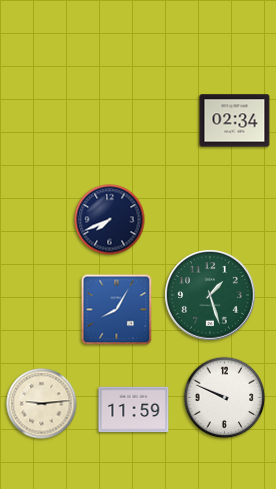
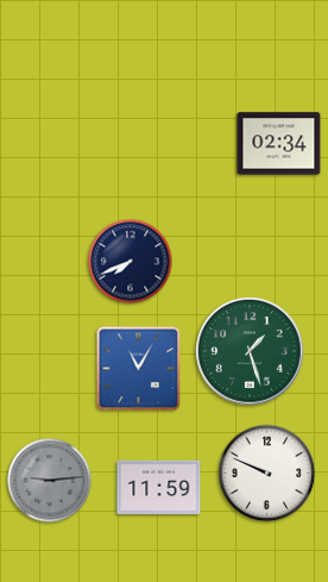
clock at (117, 310): 8:05 -> 11:05
clock at (42, 404) dial: cream -> grey
